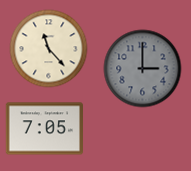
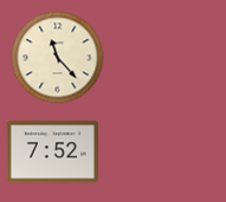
clock at (142, 68): 3:00 -> none
clock at (44, 129): 7:05 -> 7:52
